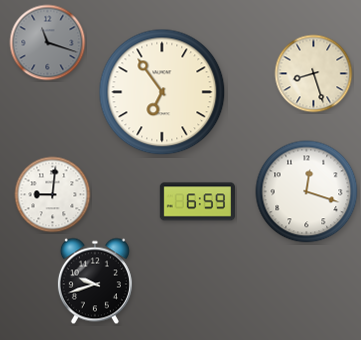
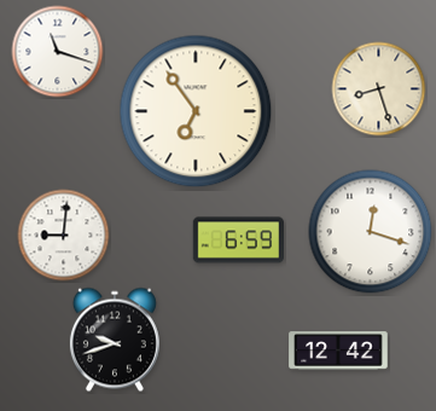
clock at (48, 43) dial: grey -> white
clock at (197, 202) position: (197, 202) -> (238, 241)
clock at (338, 351): none -> 12:42
